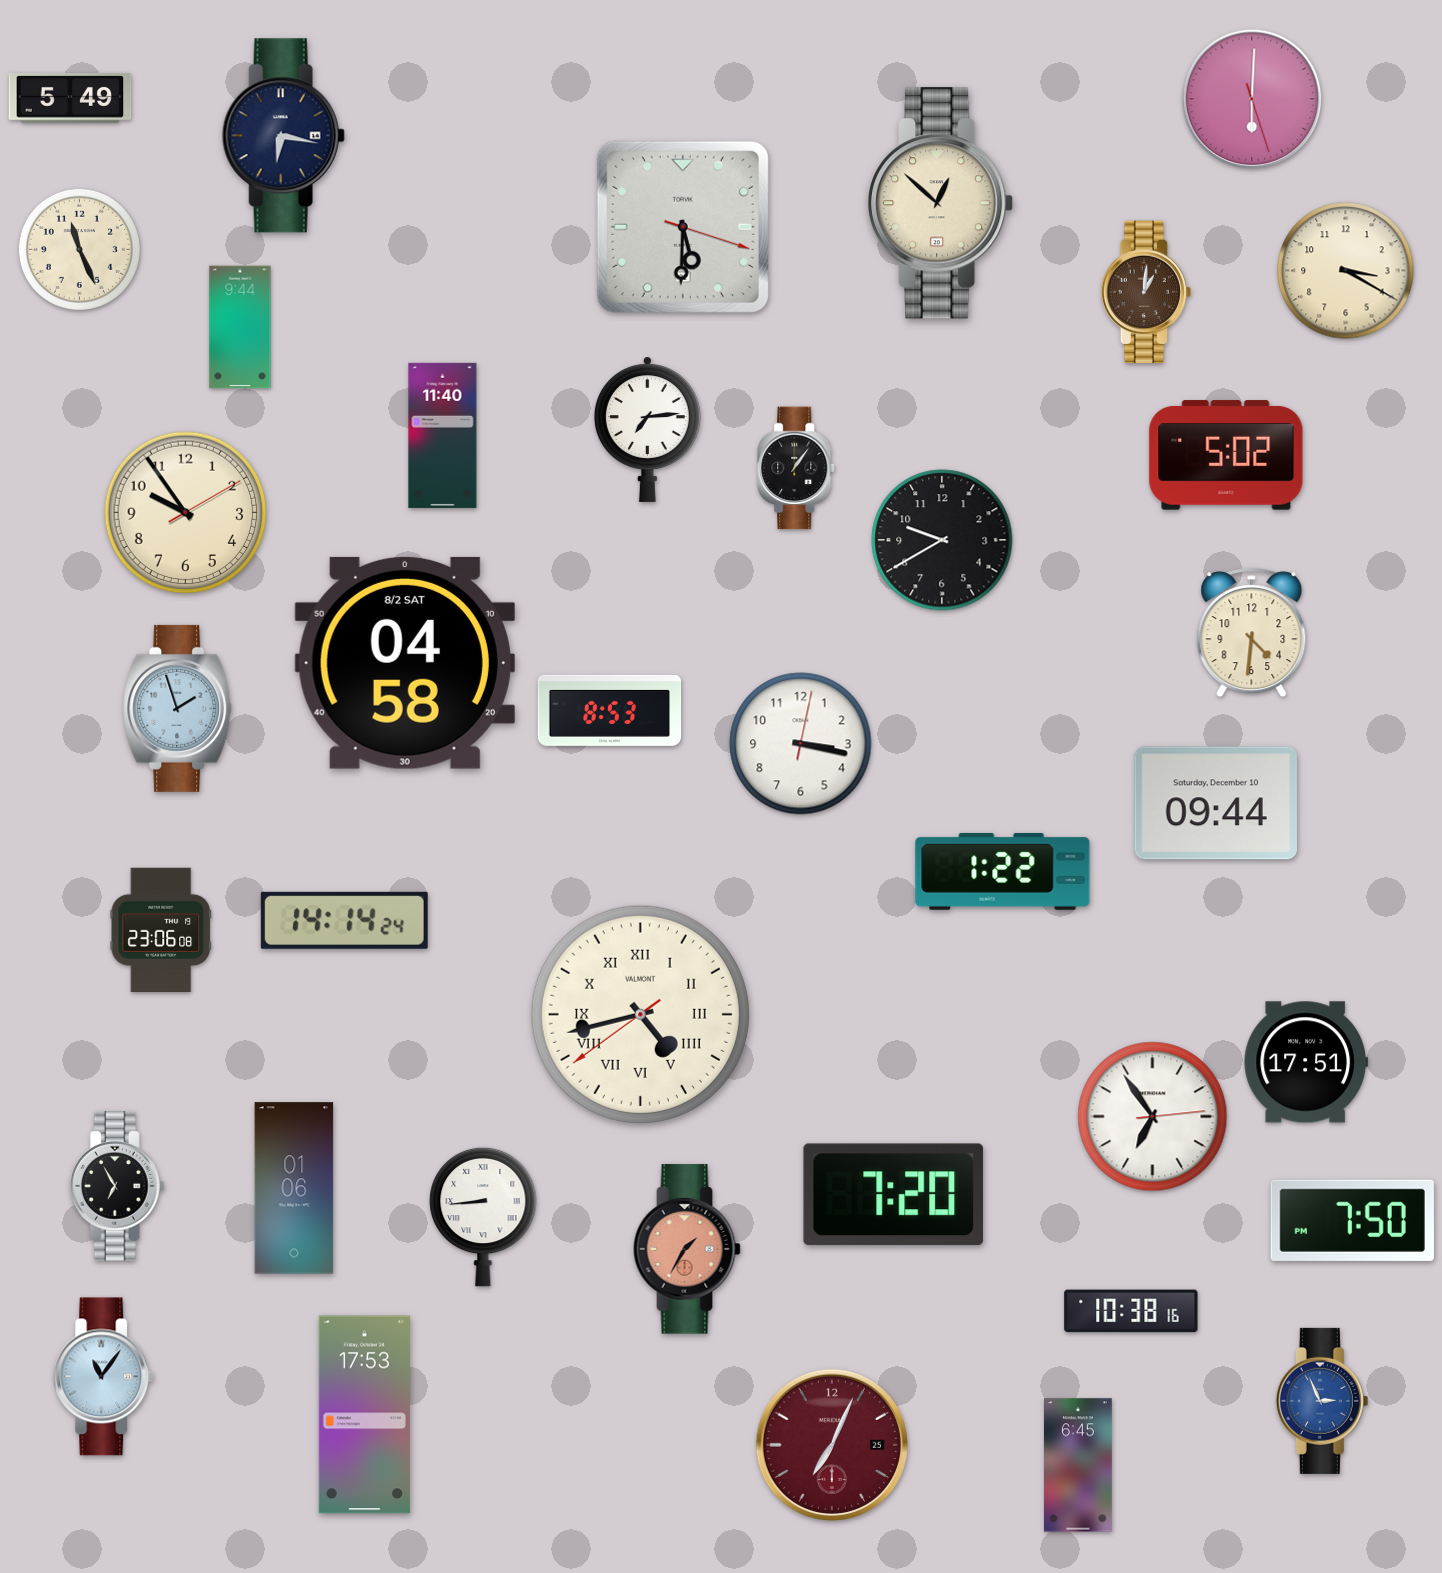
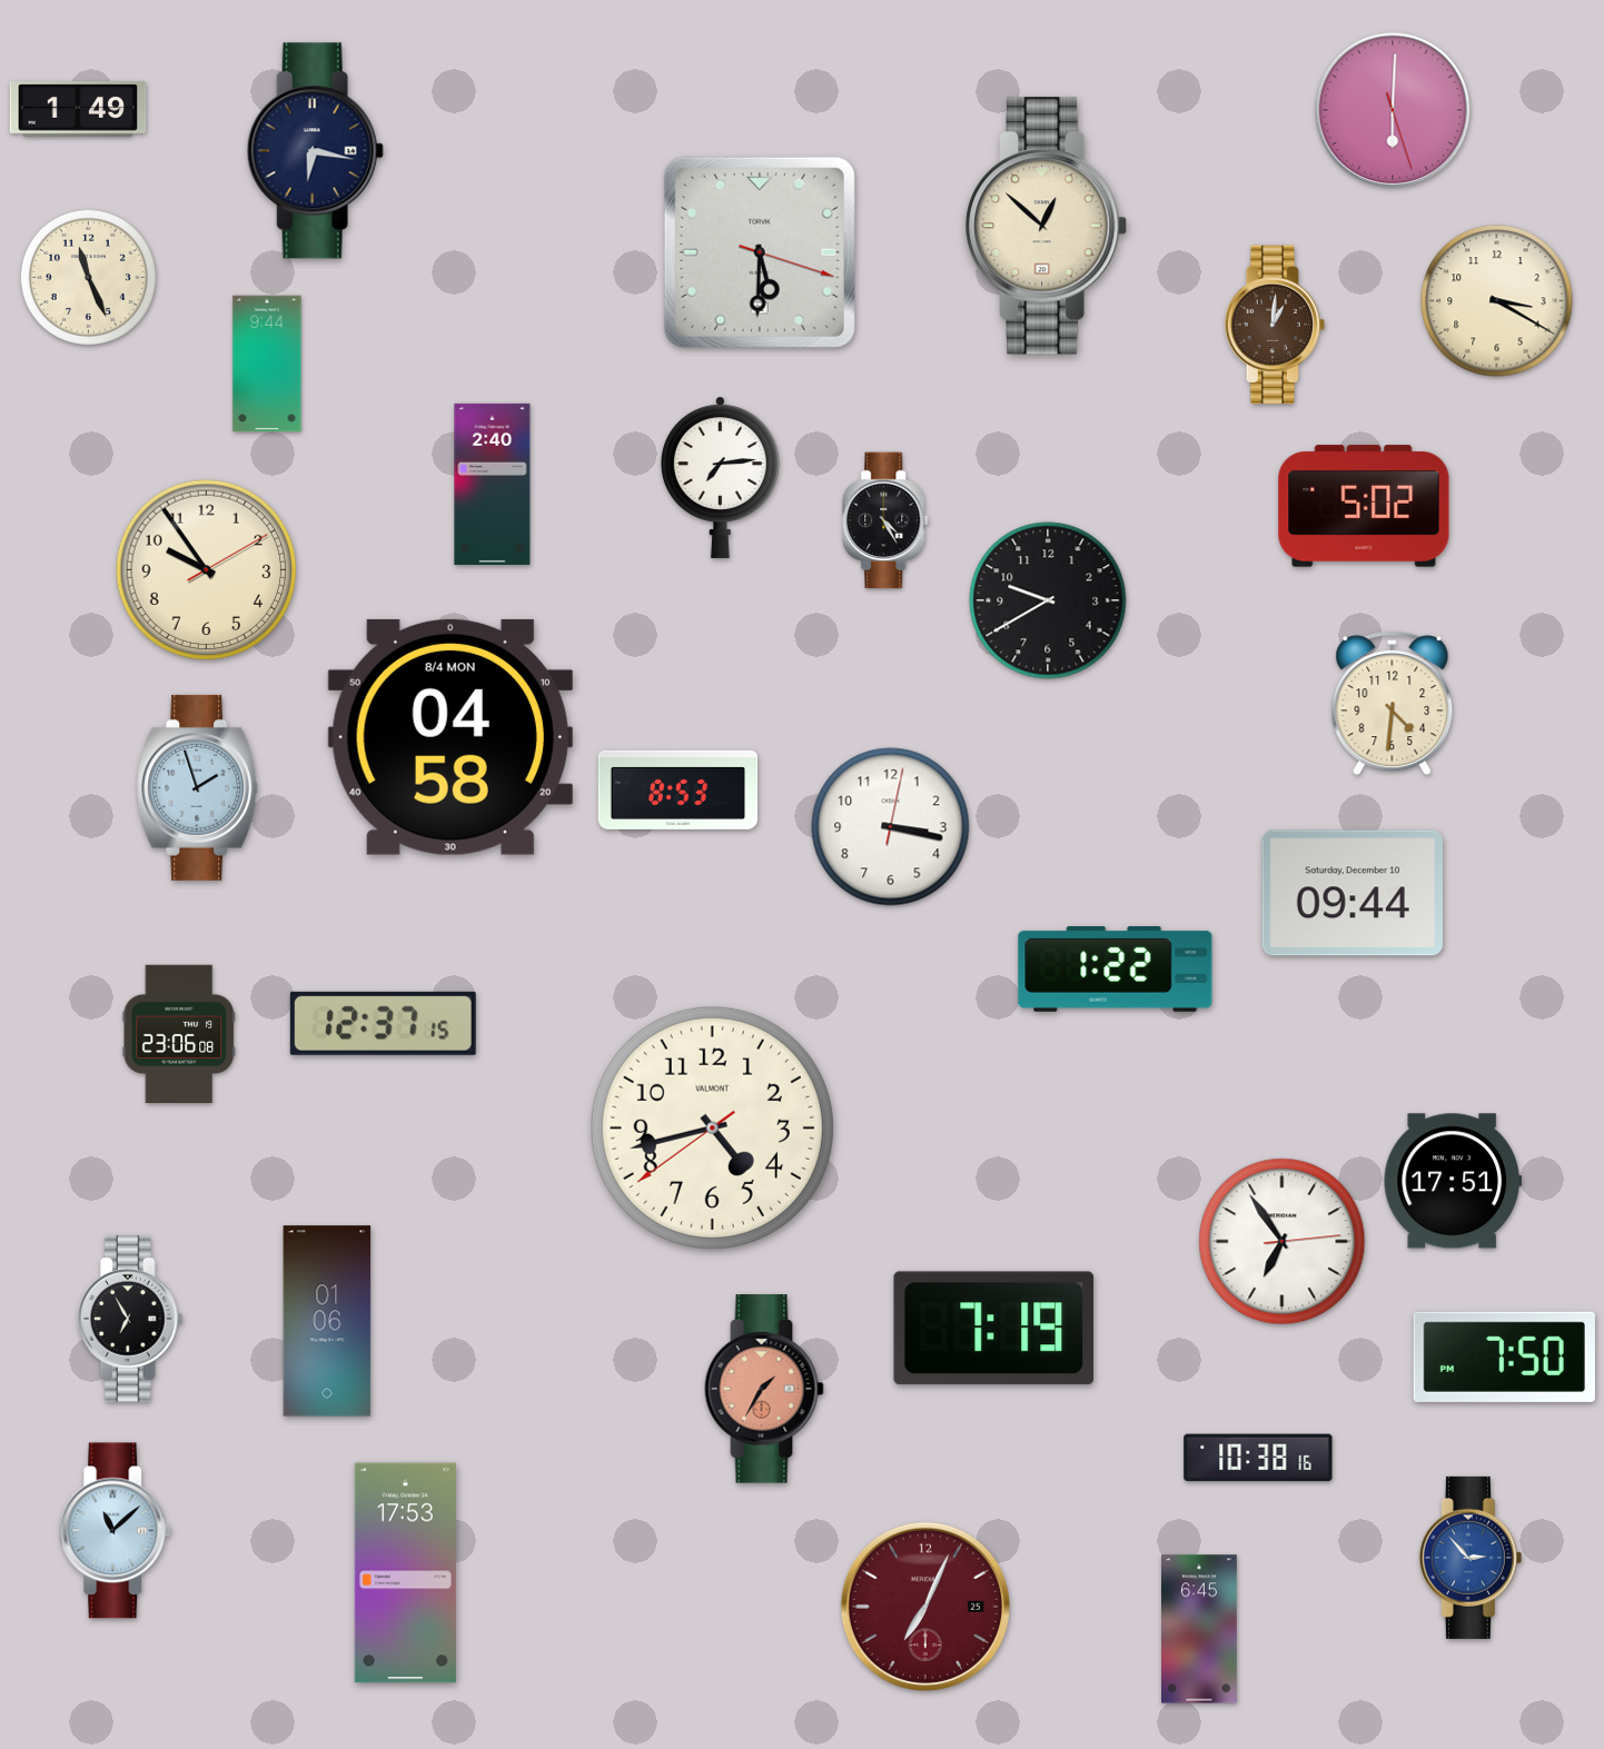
clock at (70, 98): 5:49 -> 1:49
clock at (443, 435): 11:40 -> 2:40
clock at (797, 468): 1:06 -> 4:25
clock at (405, 663) date: 8/2 SAT -> 8/4 MON
clock at (344, 920): 14:14 -> 12:37
clock at (640, 1014) numerals: Roman -> Arabic
clock at (894, 1195): 7:20 -> 7:19
clock at (483, 1217): 8:44 -> none
clock at (104, 1377): 11:06 -> 11:08
clock at (1322, 1401): 2:56 -> 2:53
